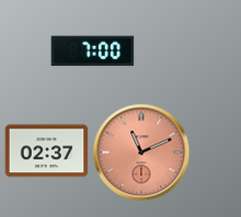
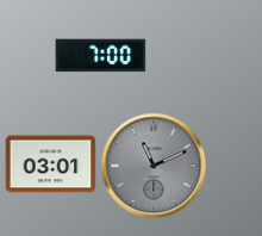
clock at (47, 151): 02:37 -> 03:01
clock at (141, 152) dial: salmon -> grey
